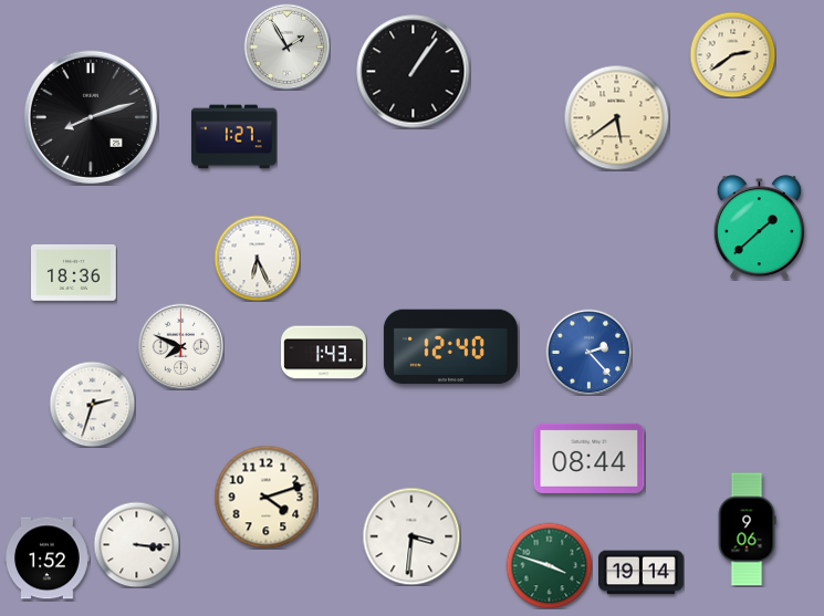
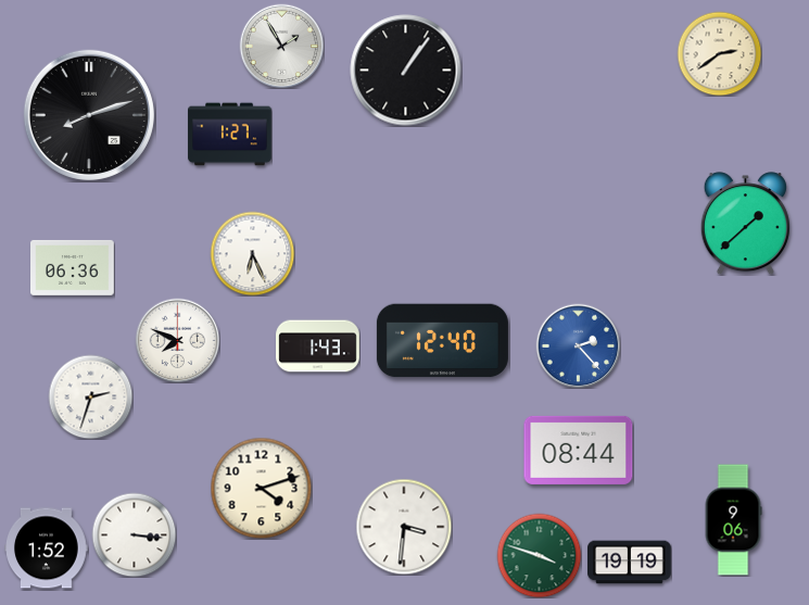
clock at (616, 117): 5:39 -> none
clock at (74, 272): 18:36 -> 06:36
clock at (642, 573): 19:14 -> 19:19
